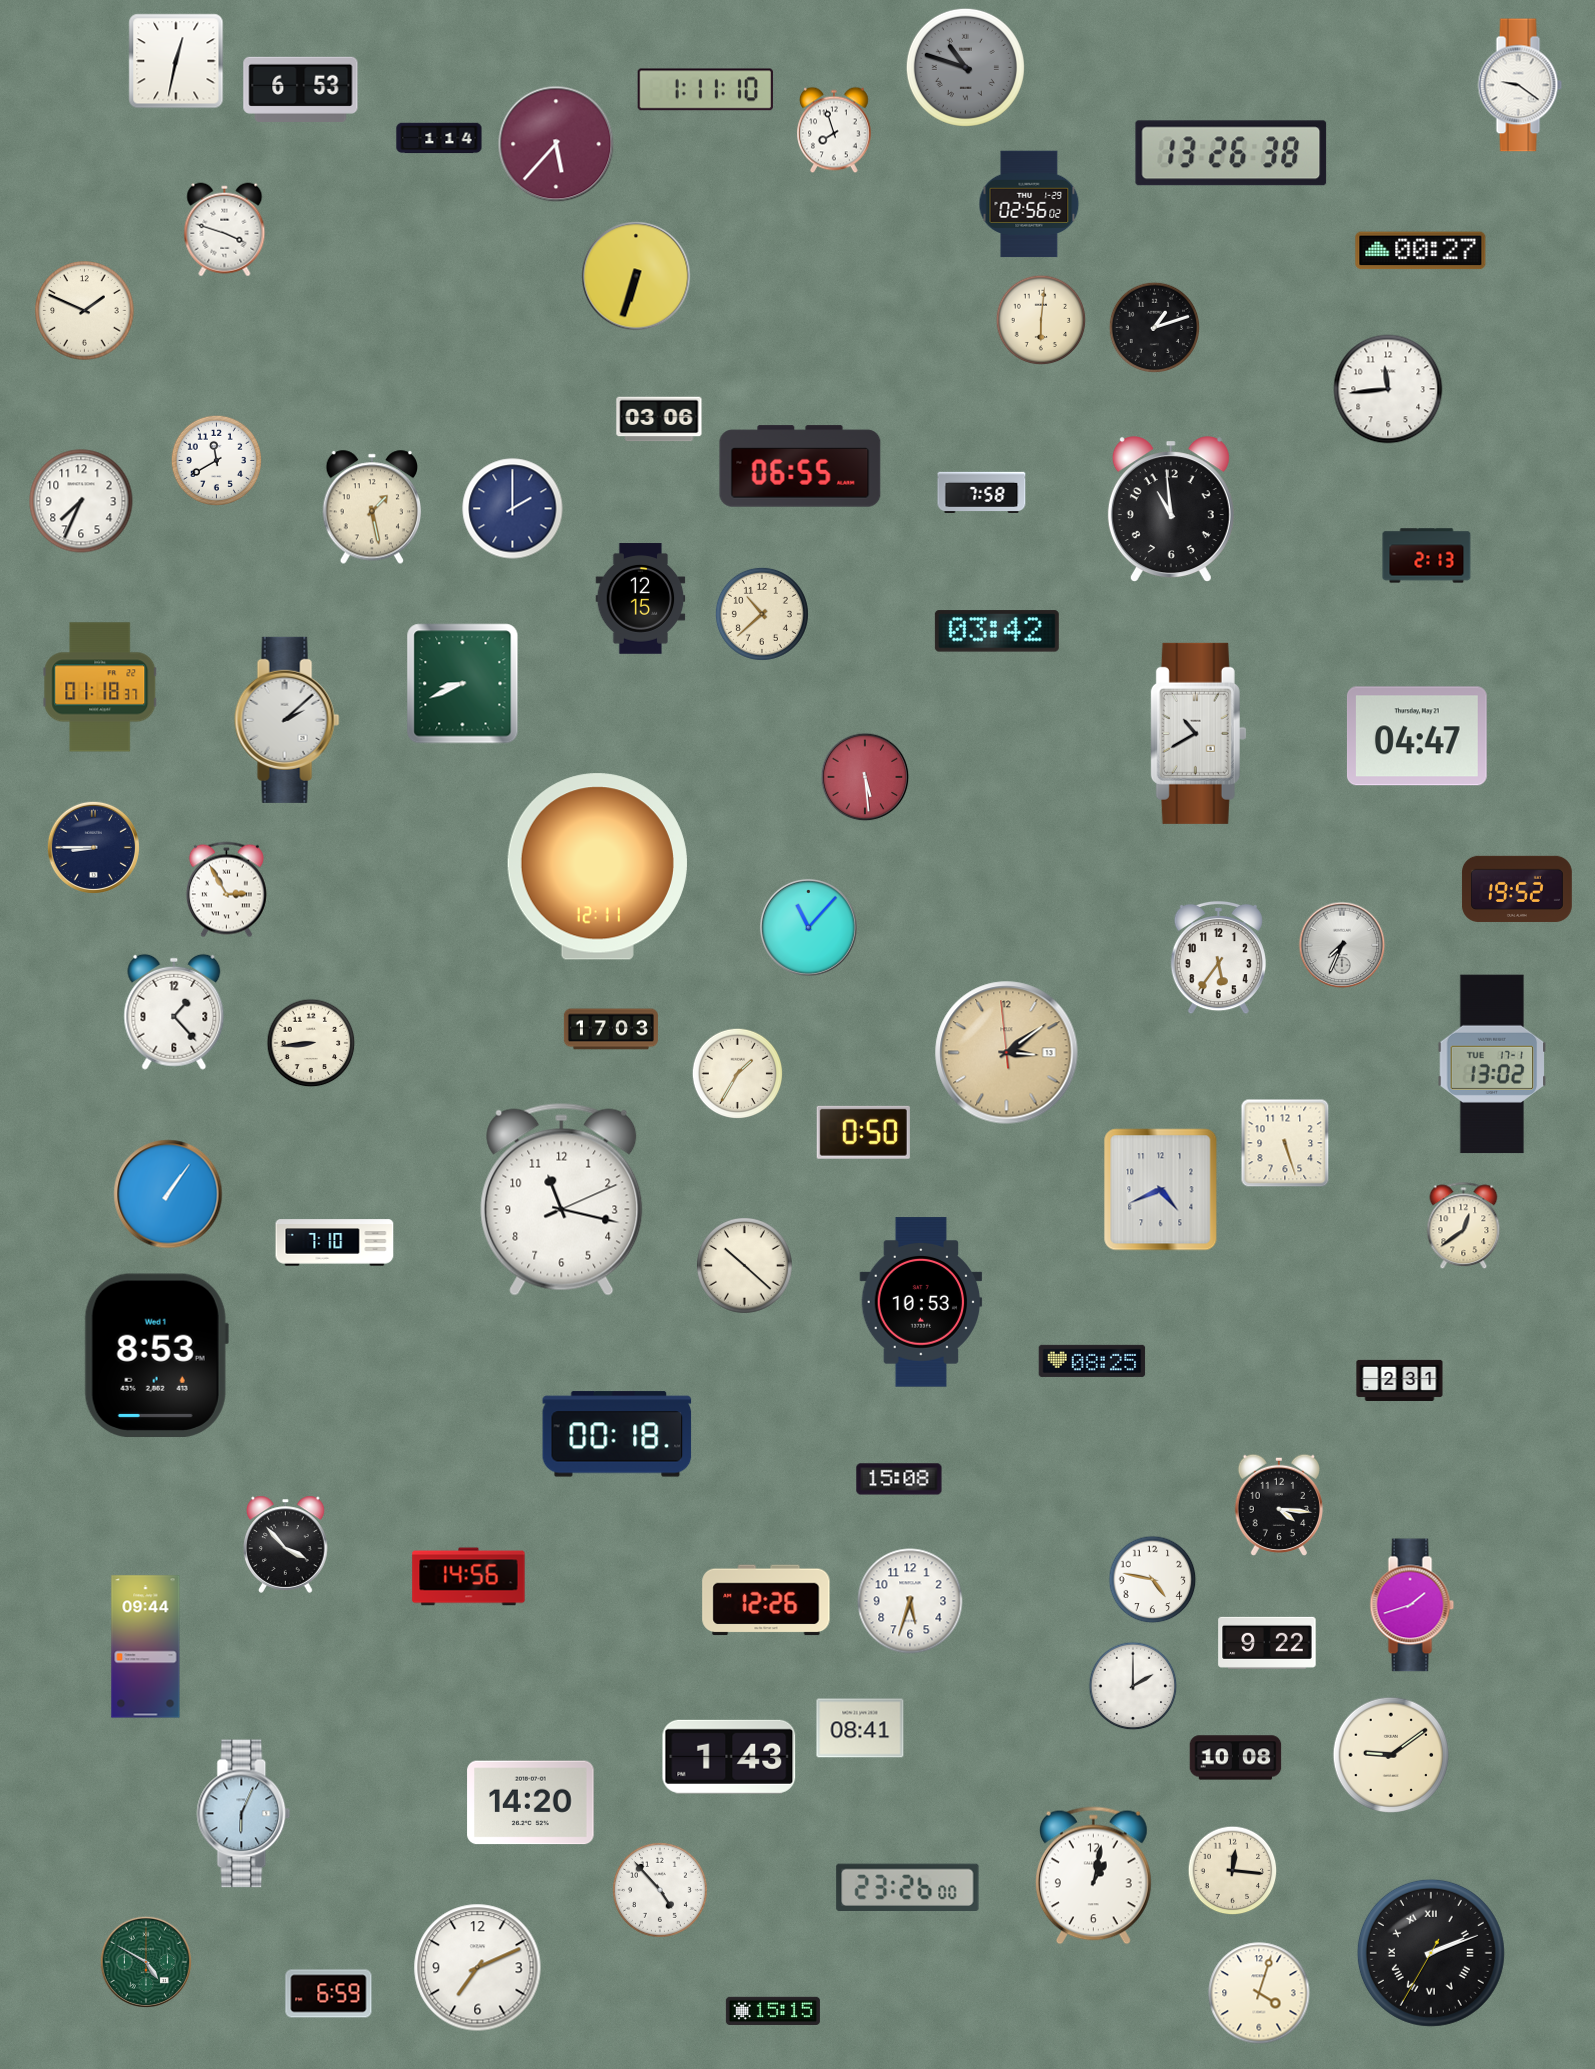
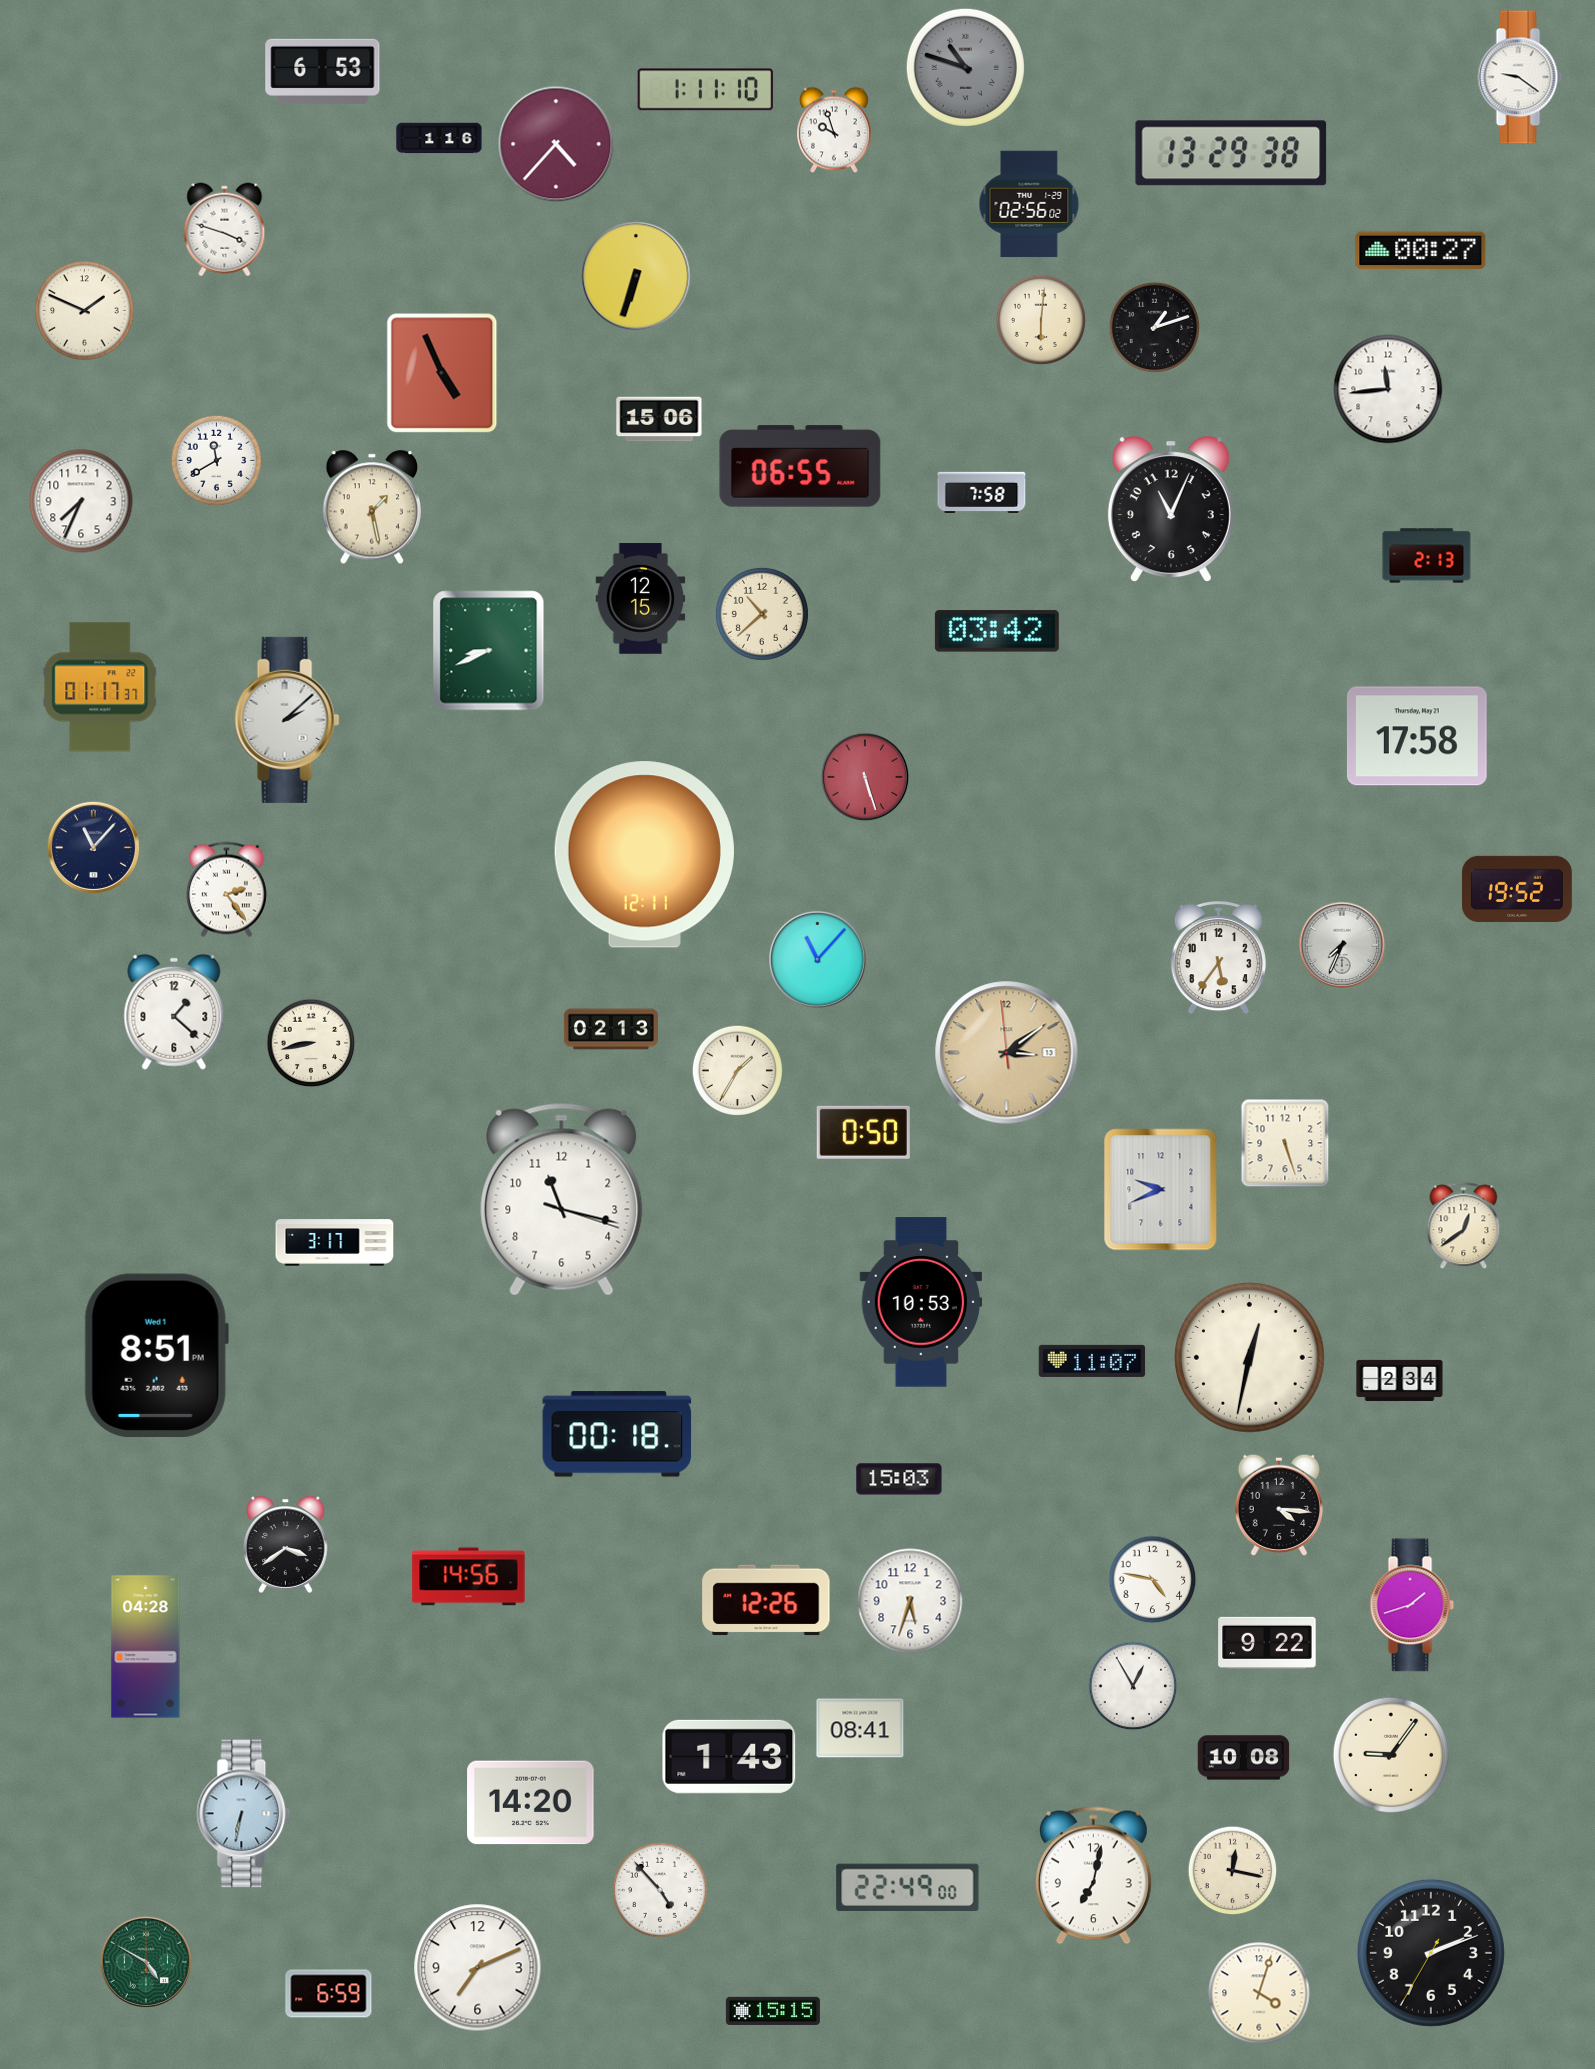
clock at (176, 61): 12:32 -> none
clock at (1520, 85) position: (1520, 85) -> (1520, 77)
clock at (301, 89) position: (301, 89) -> (323, 71)
clock at (834, 130): 7:57 -> 9:57
clock at (439, 138): 1:14 -> 1:16
clock at (556, 144): 5:37 -> 4:37
clock at (1231, 153): 13:26 -> 13:29
clock at (442, 373): none -> 4:56
clock at (659, 419): 03:06 -> 15:06
clock at (513, 509): 2:00 -> none
clock at (1171, 509): 10:59 -> 11:04
clock at (463, 684) position: (463, 684) -> (489, 651)
clock at (100, 687): 01:18 -> 01:17
clock at (1198, 733): 10:40 -> none
clock at (1417, 736): 04:47 -> 17:58
clock at (865, 777): 5:29 -> 5:27
clock at (93, 847): 8:45 -> 11:07
clock at (597, 867) position: (597, 867) -> (644, 855)
clock at (226, 890): 2:55 -> 2:24
clock at (808, 927) position: (808, 927) -> (817, 959)
clock at (174, 1012): 1:23 -> 1:22
clock at (611, 1029): 17:03 -> 02:13
clock at (311, 1043): 8:44 -> 8:43
clock at (1492, 1064): 13:02 -> none
clock at (737, 1073) position: (737, 1073) -> (737, 1070)
clock at (1161, 1190): 4:41 -> 9:41
clock at (168, 1194): 1:06 -> none
clock at (562, 1199): 11:17:11 -> 11:17:18
clock at (335, 1243): 7:10 -> 3:17
clock at (745, 1266): 10:22 -> none
clock at (156, 1355): 8:53 -> 8:51
clock at (1250, 1358): none -> 12:32
clock at (1092, 1361): 08:25 -> 11:07
clock at (1400, 1380): 2:31 -> 2:34
clock at (899, 1479): 15:08 -> 15:03
clock at (286, 1544): 3:53 -> 3:39
clock at (146, 1647): 09:44 -> 04:28
clock at (1133, 1686): 2:00 -> 12:55
clock at (1391, 1755): 9:09 -> 9:06
clock at (1236, 1758) position: (1236, 1758) -> (1244, 1758)
clock at (244, 1814): 6:04 -> 6:32
clock at (1233, 1871): 12:16 -> 12:17
clock at (1093, 1876): 1:02 -> 7:02
clock at (908, 1888): 23:26 -> 22:49
clock at (1431, 1953) numerals: Roman -> Arabic
